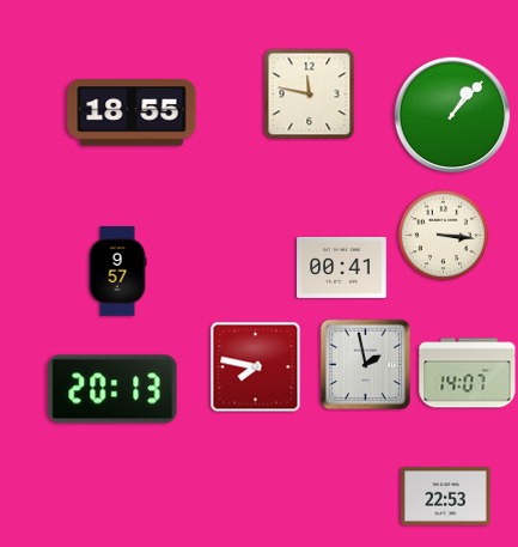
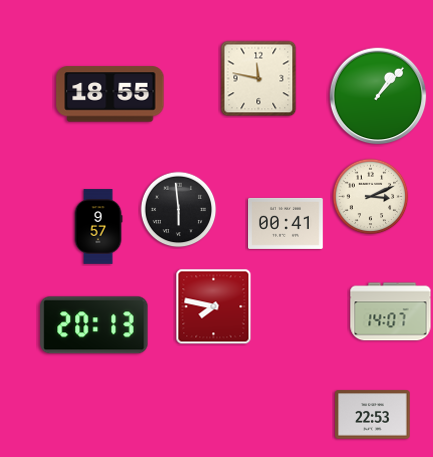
clock at (444, 236): 3:16 -> 3:11
clock at (179, 210): none -> 5:59
clock at (365, 364): 1:58 -> none
